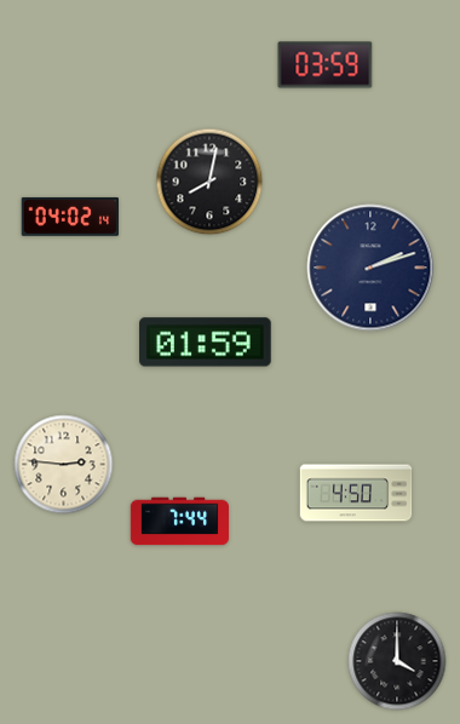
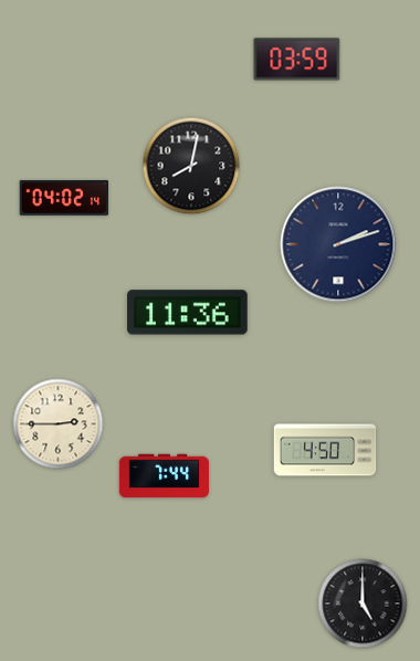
clock at (206, 343): 01:59 -> 11:36
clock at (64, 465): 2:46 -> 2:45
clock at (397, 661): 4:00 -> 5:00
